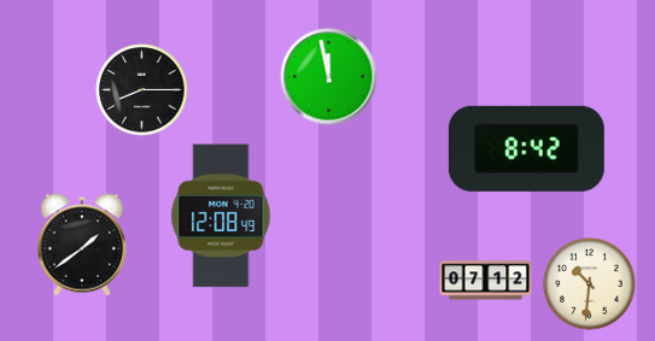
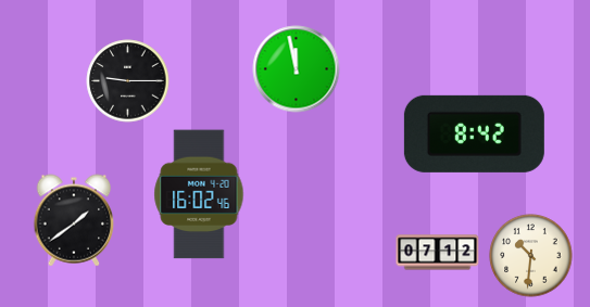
clock at (142, 90): 8:15 -> 9:15
clock at (221, 216): 12:08 -> 16:02
